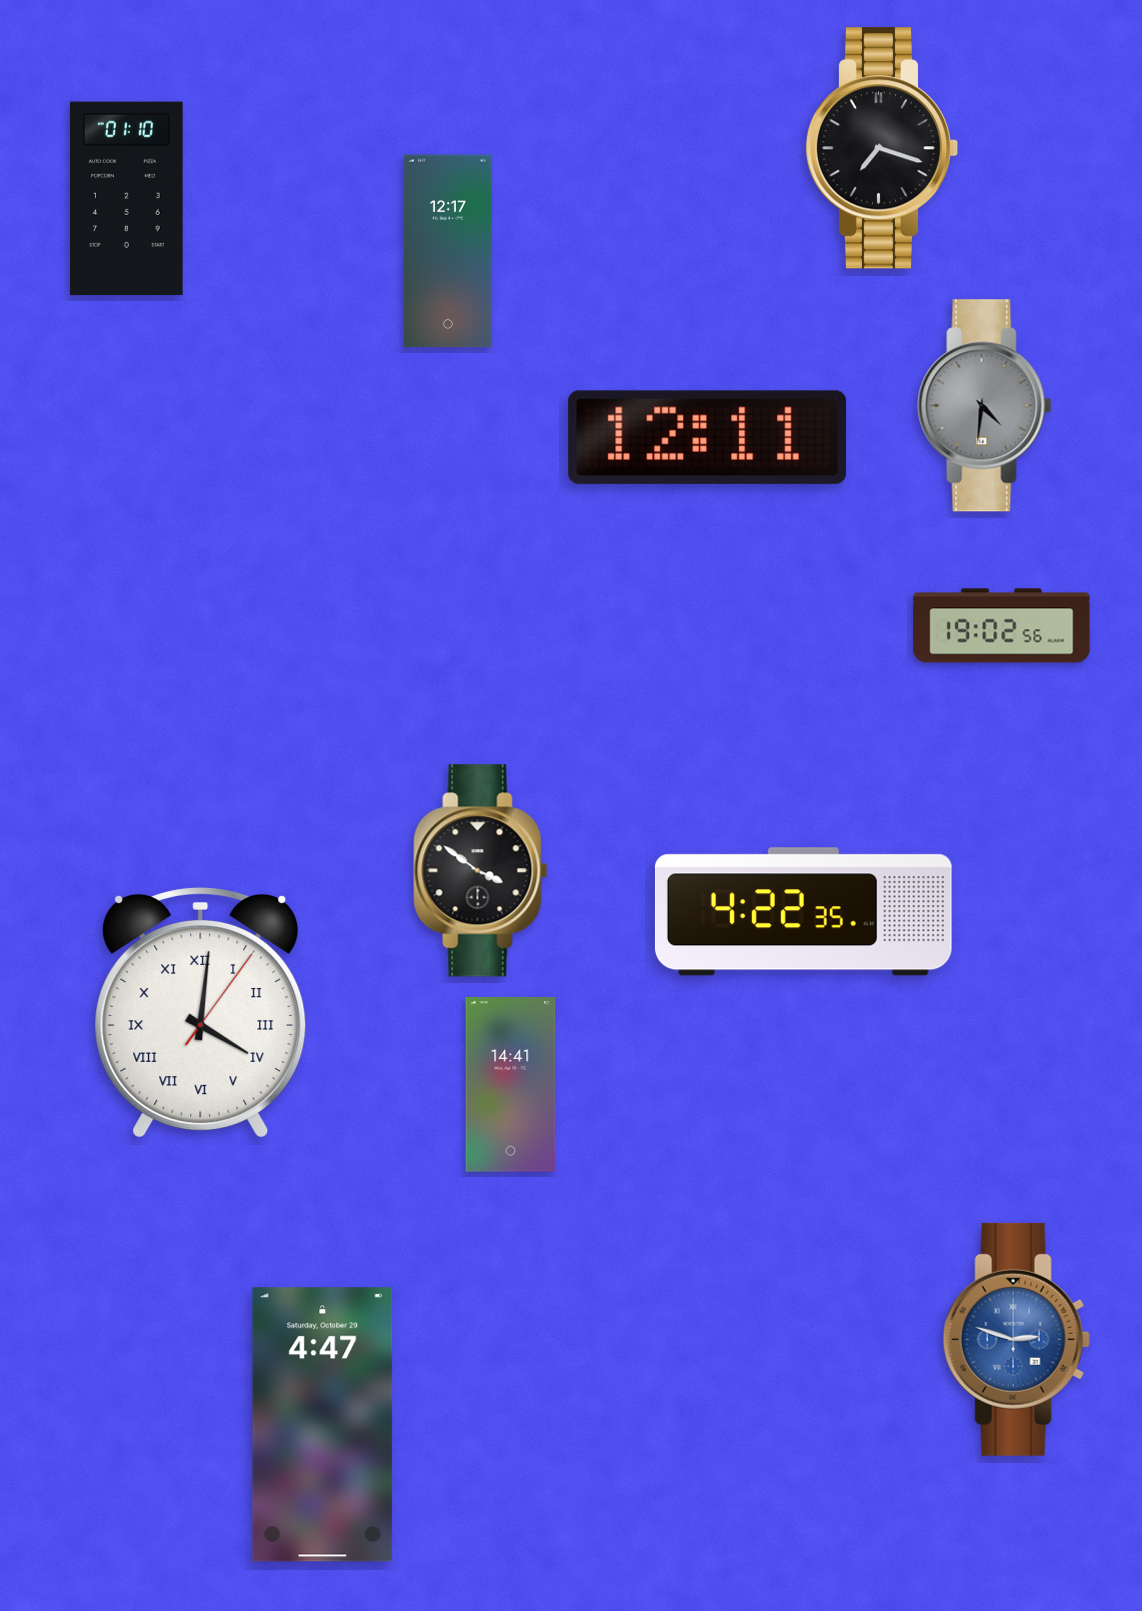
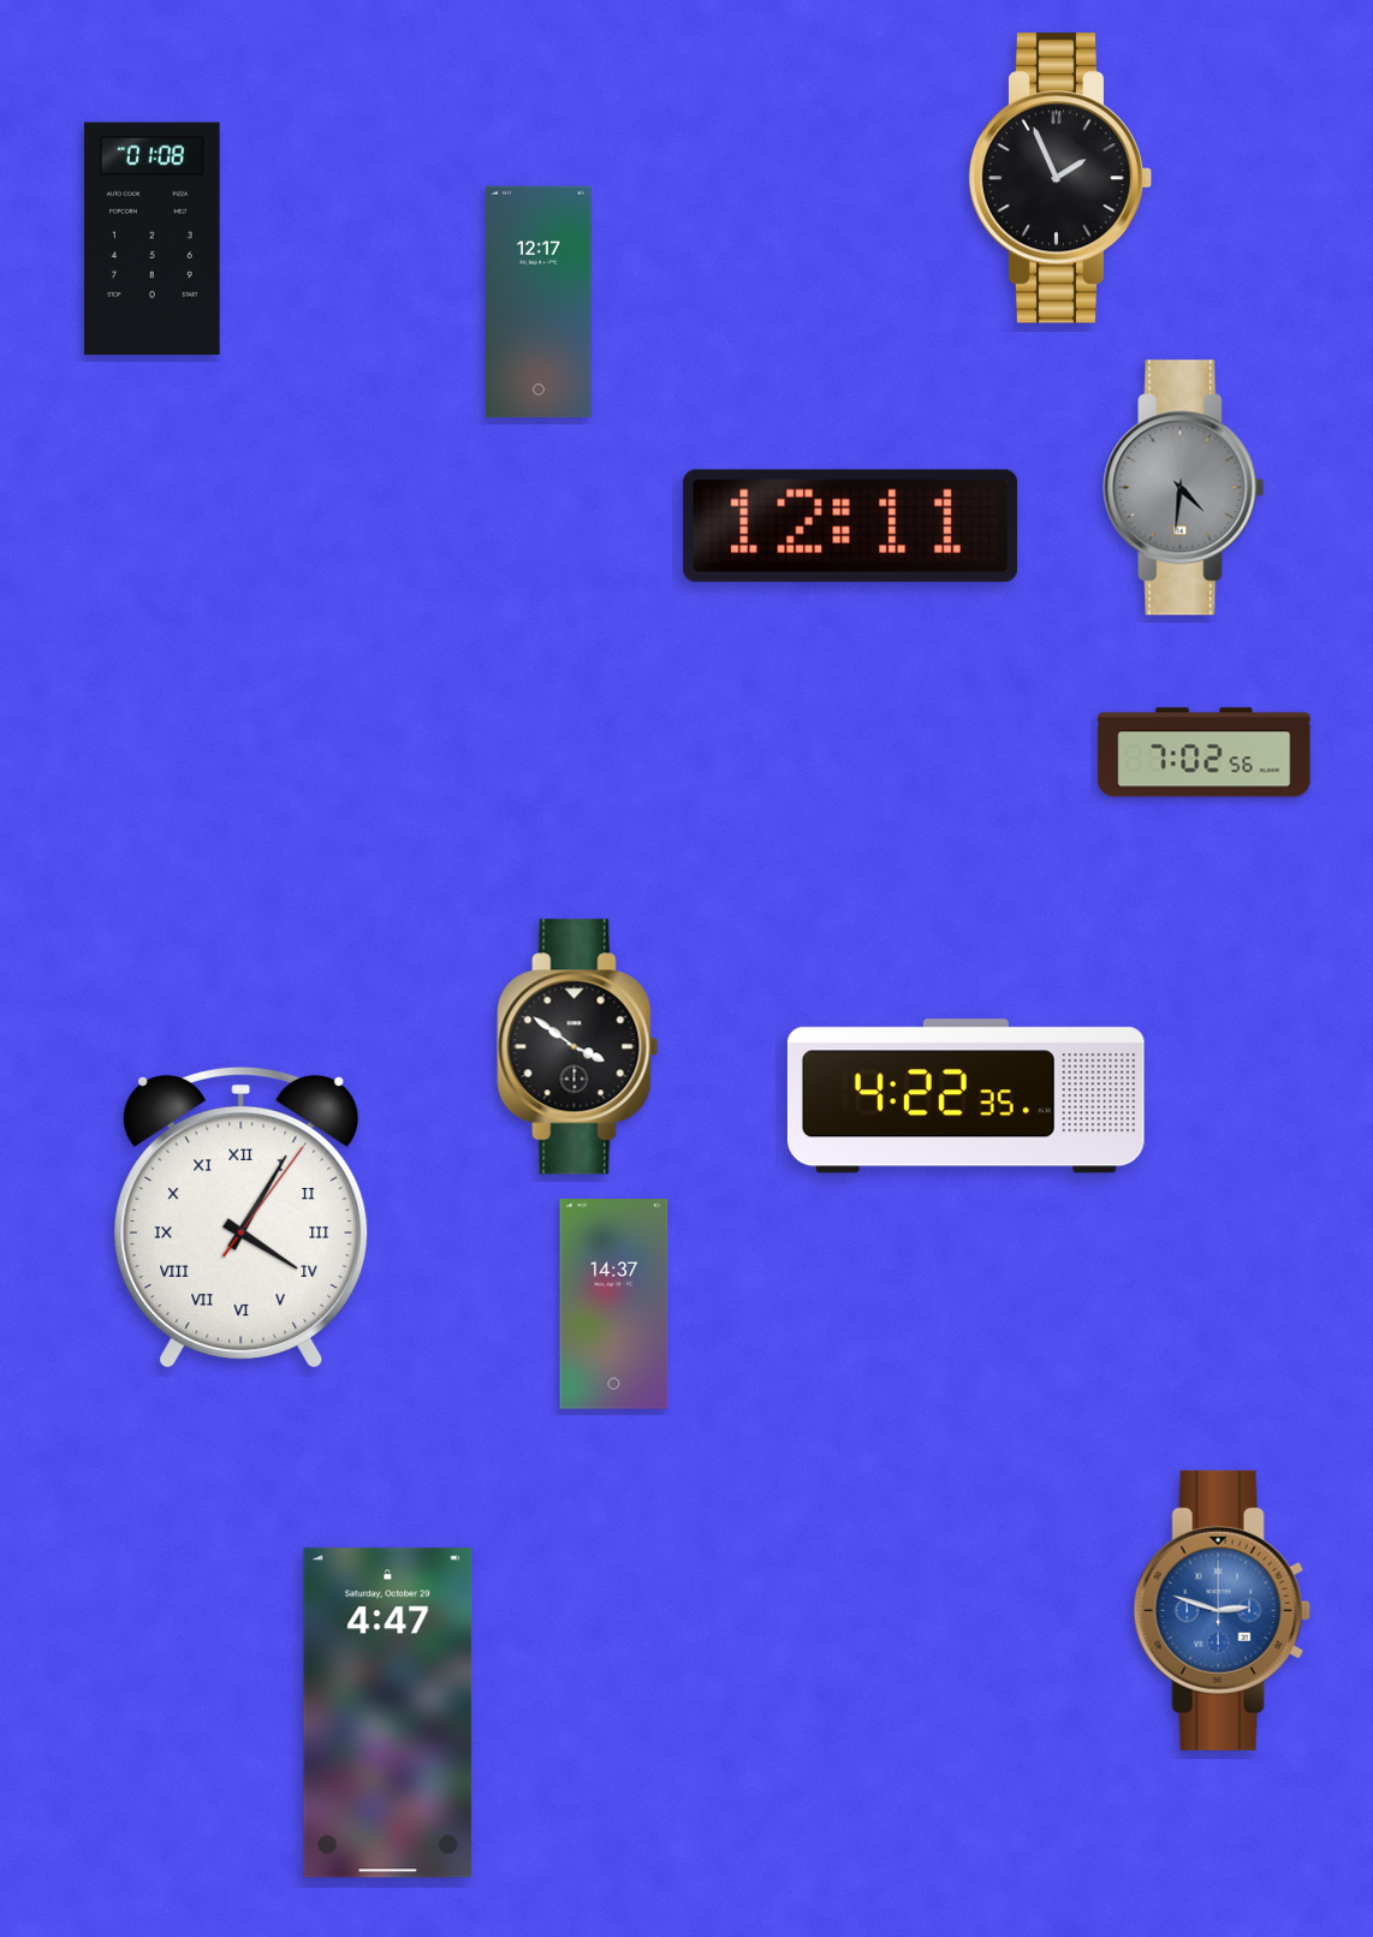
clock at (882, 148): 7:18 -> 1:56
clock at (127, 199): 01:10 -> 01:08
clock at (1002, 626): 19:02 -> 7:02
clock at (201, 1012): 4:01 -> 4:05
clock at (511, 1085): 14:41 -> 14:37
